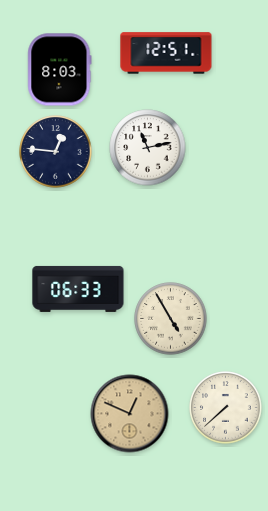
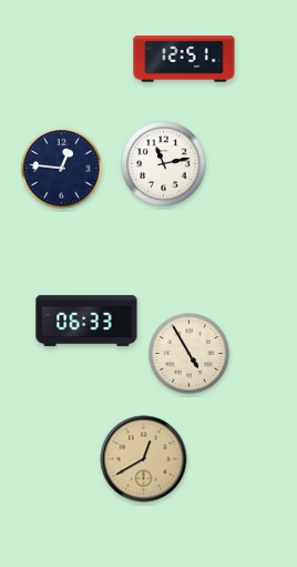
clock at (60, 70): 8:03 -> none
clock at (226, 408): 7:38 -> none
clock at (130, 414): 12:49 -> 12:40
